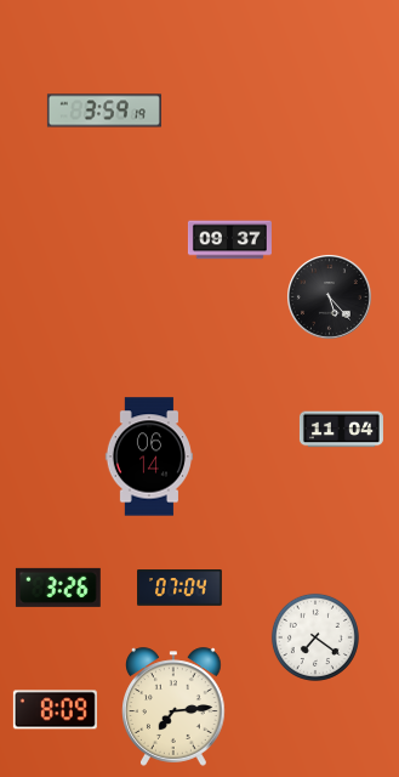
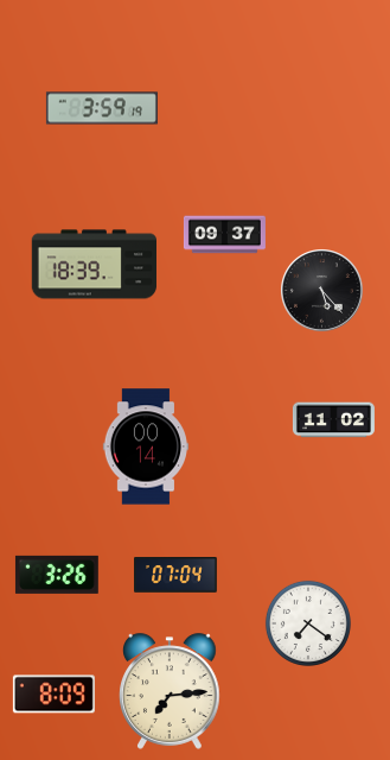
clock at (94, 265): none -> 18:39
clock at (341, 430): 11:04 -> 11:02
clock at (148, 456): 06:14 -> 00:14
